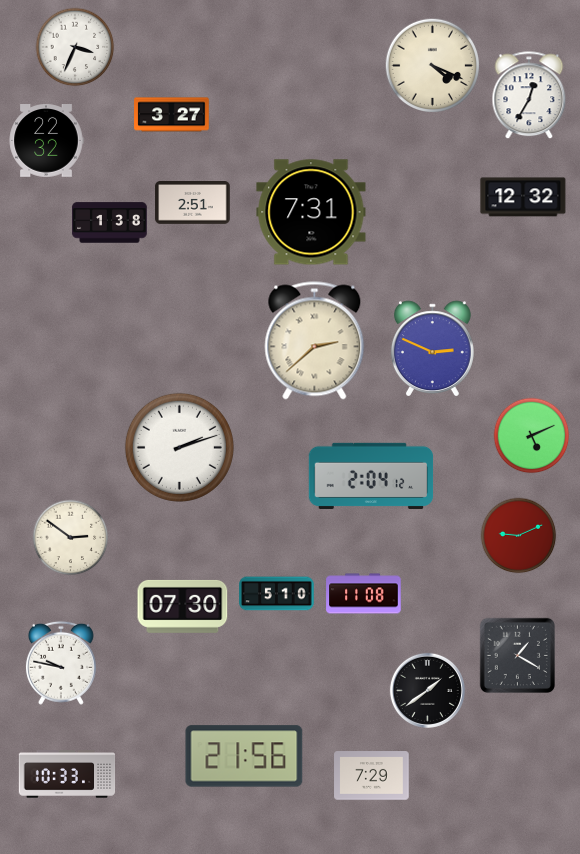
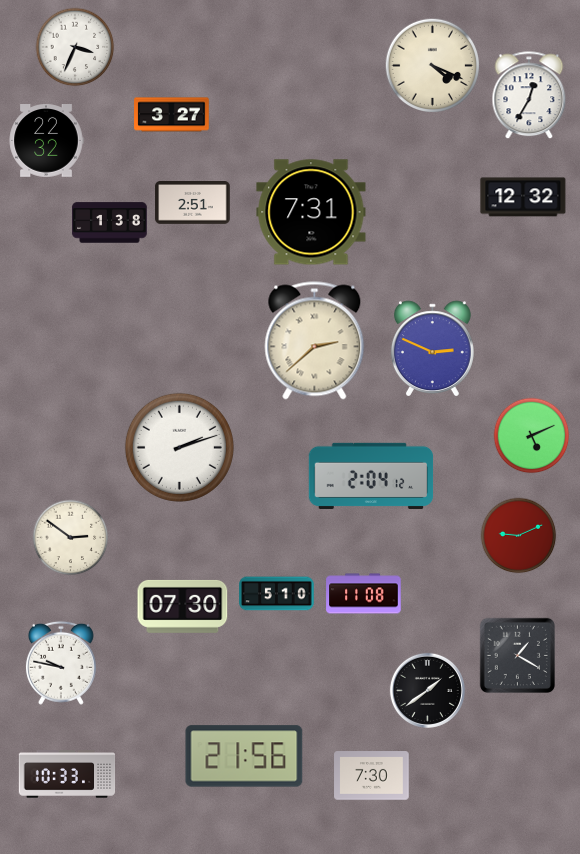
clock at (372, 776): 7:29 -> 7:30
